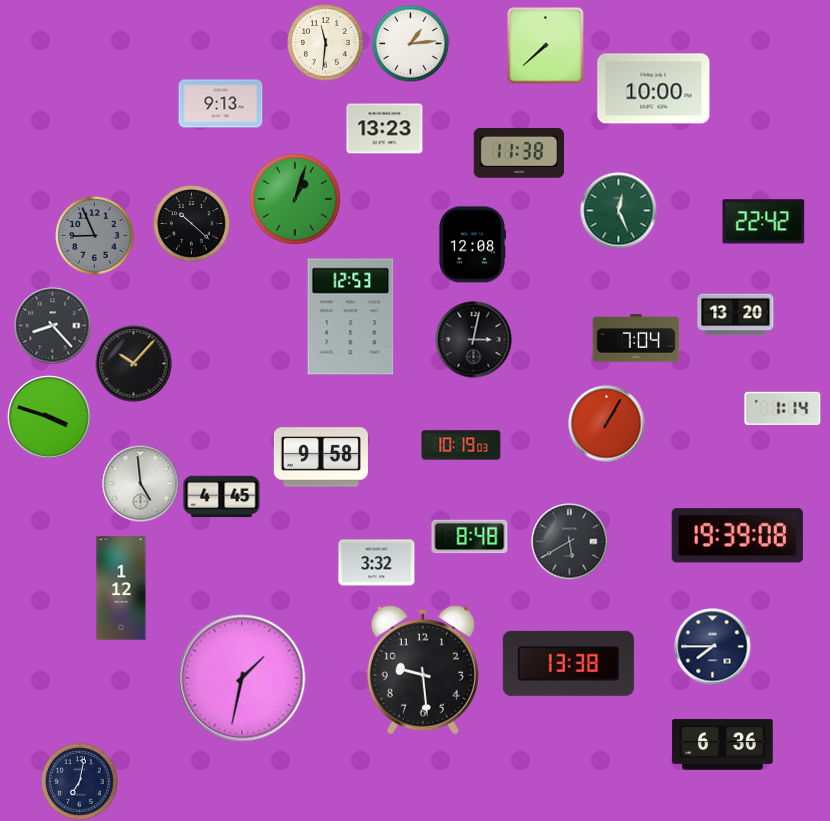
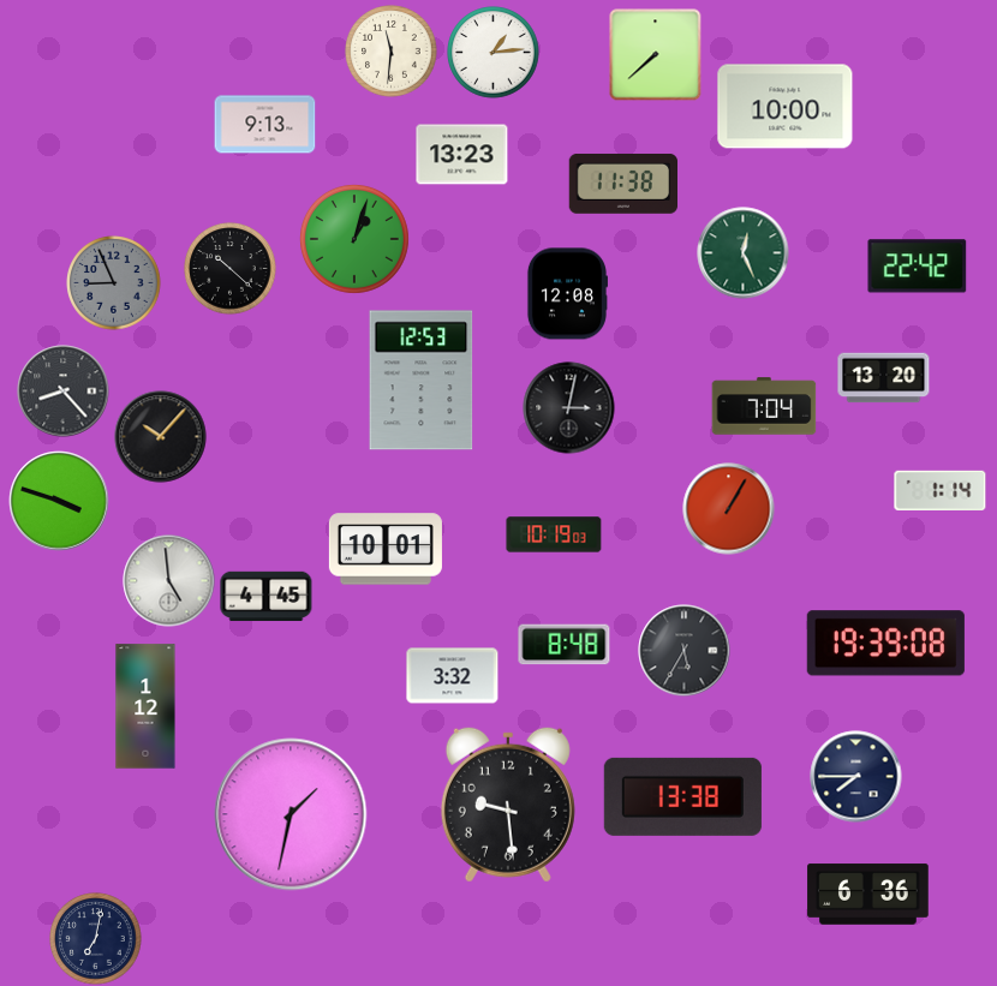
clock at (321, 457): 9:58 -> 10:01
clock at (570, 542): 5:40 -> 5:35
